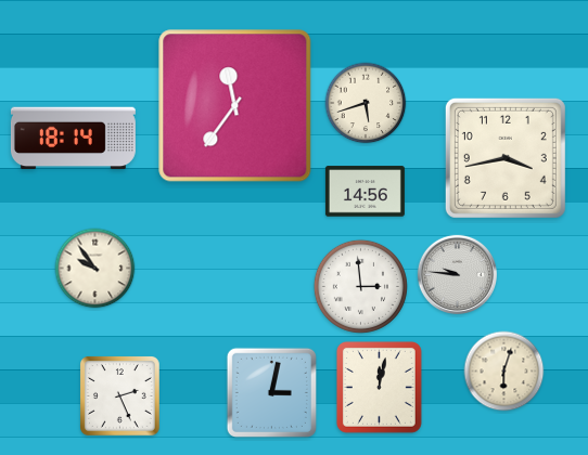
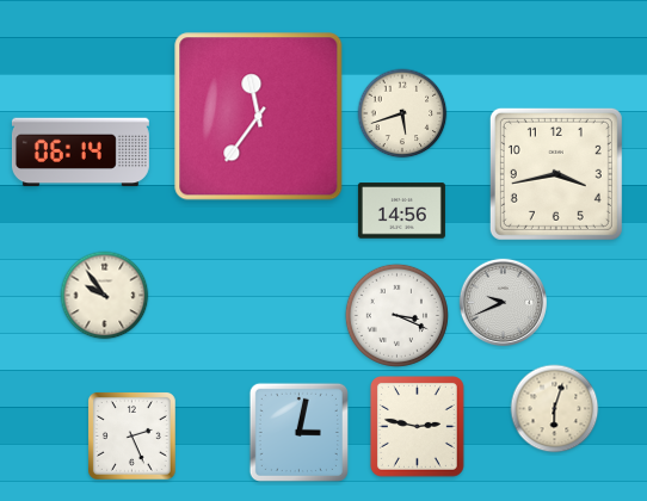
clock at (73, 139): 18:14 -> 06:14
clock at (457, 274): 9:46 -> 9:41
clock at (360, 286): 2:59 -> 3:19
clock at (380, 388): 12:02 -> 2:47
